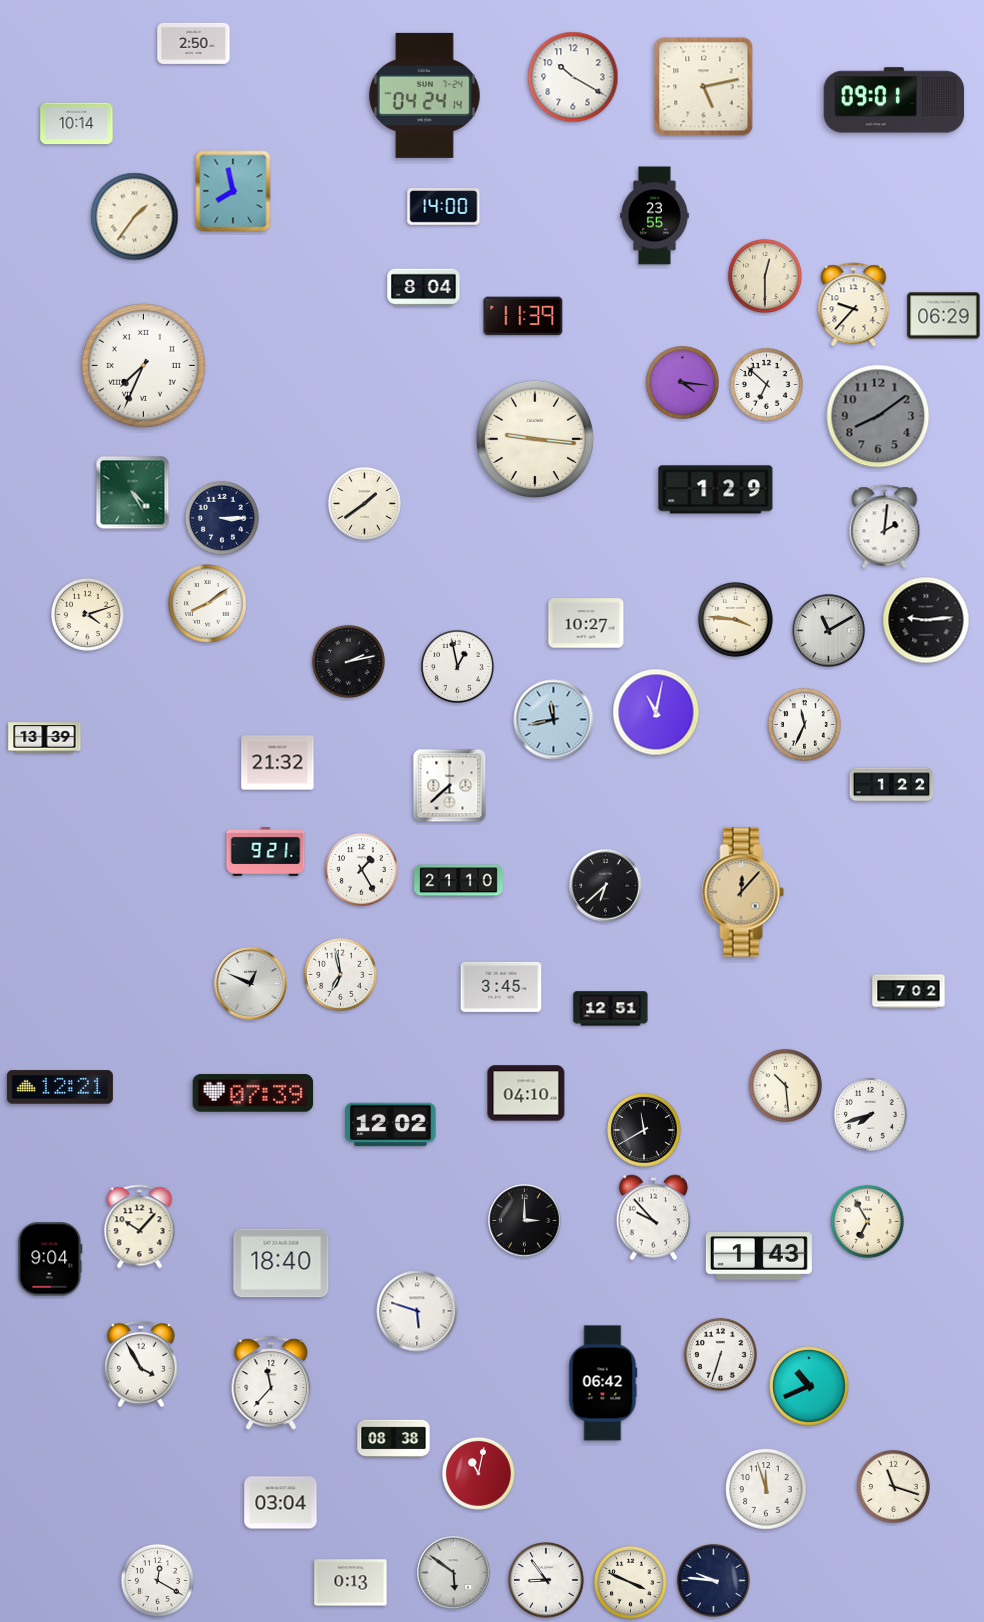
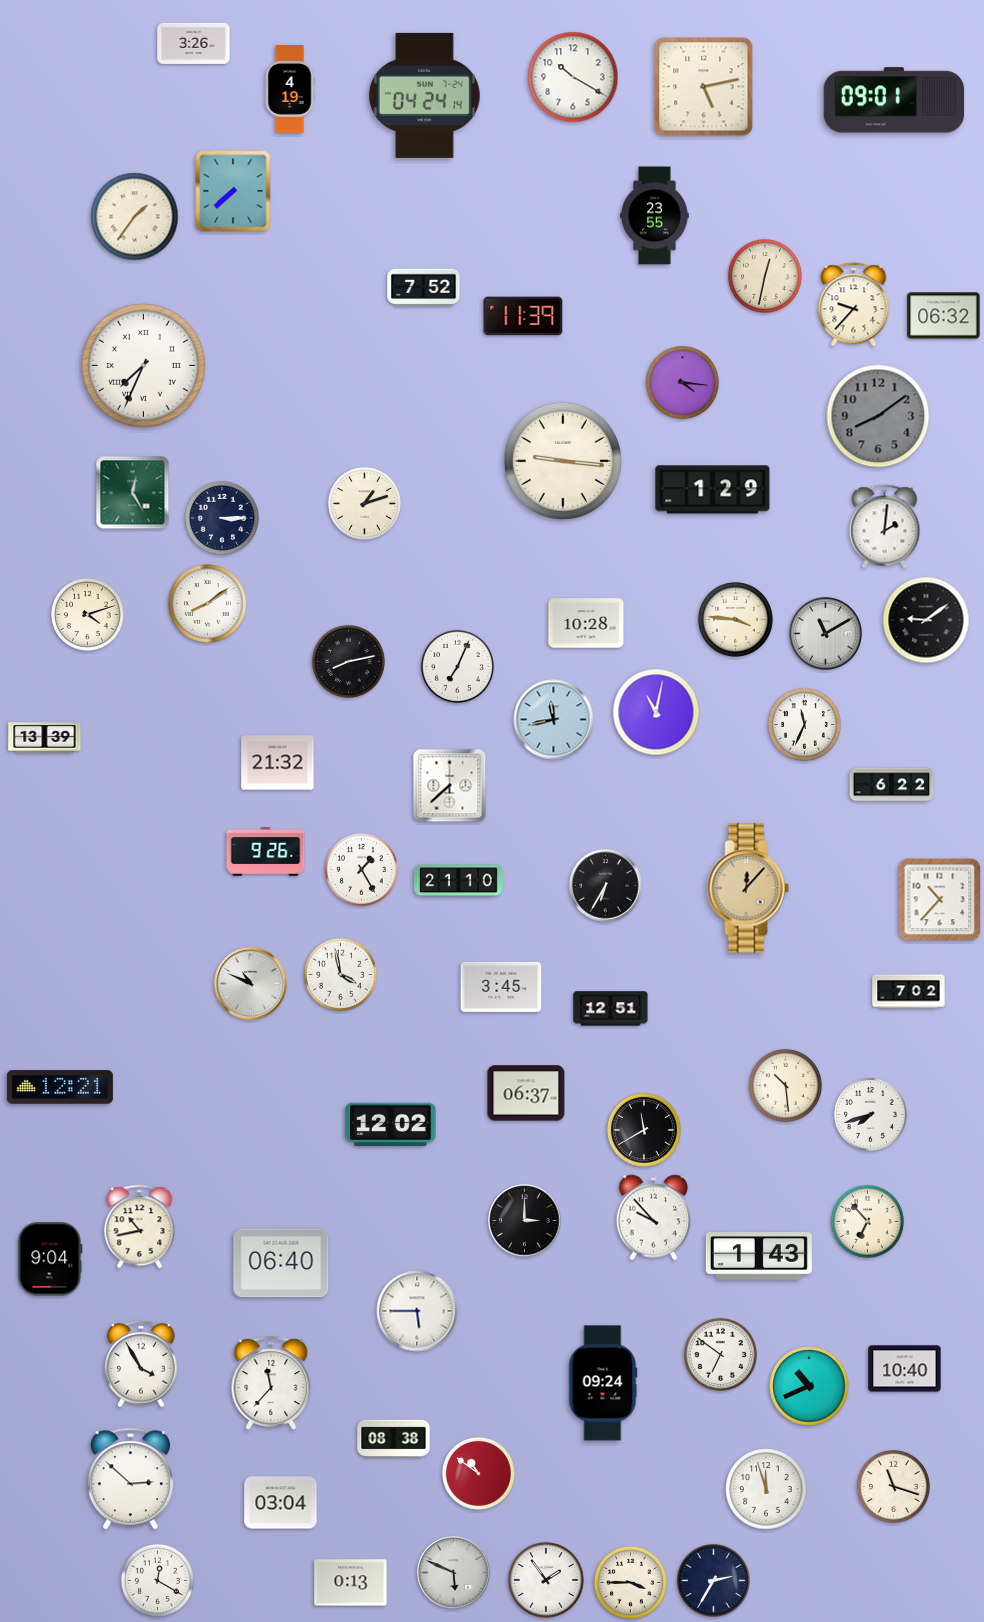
clock at (194, 43): 2:50 -> 3:26
clock at (290, 90): none -> 4:19
clock at (77, 124): 10:14 -> none
clock at (233, 191): 7:58 -> 7:38
clock at (444, 207): 14:00 -> none
clock at (765, 276): 12:30 -> 12:32
clock at (424, 288): 8:04 -> 7:52
clock at (944, 316): 06:29 -> 06:32
clock at (766, 384): 6:52 -> none
clock at (535, 439) position: (535, 439) -> (563, 461)
clock at (716, 490) position: (716, 490) -> (713, 490)
clock at (133, 493): 4:25 -> 12:25
clock at (364, 503): 1:39 -> 1:12
clock at (926, 620): 9:14 -> 9:09
clock at (586, 623): 10:27 -> 10:28
clock at (829, 631) position: (829, 631) -> (826, 634)
clock at (348, 661): 2:13 -> 8:13
clock at (457, 666): 12:58 -> 7:04
clock at (892, 785): 1:22 -> 6:22
clock at (266, 852): 9:21 -> 9:26
clock at (606, 886): 6:38 -> 6:35
clock at (743, 892) position: (743, 892) -> (748, 888)
clock at (940, 900): none -> 10:37
clock at (340, 974): 6:58 -> 3:58
clock at (251, 984): 12:49 -> 10:49
clock at (253, 1093): 07:39 -> none
clock at (526, 1093): 04:10 -> 06:37
clock at (867, 1221): 6:55 -> 6:53
clock at (140, 1227): 10:07 -> 10:43
clock at (281, 1263): 18:40 -> 06:40
clock at (417, 1311): 5:48 -> 5:45
clock at (720, 1354): 6:33 -> 6:51
clock at (905, 1369): none -> 10:40
clock at (603, 1383): 06:42 -> 09:24
clock at (478, 1473): 11:02 -> 10:51
clock at (130, 1479): none -> 2:52
clock at (454, 1573): 5:51 -> 5:49
clock at (713, 1580): 9:46 -> 2:35
clock at (547, 1581): 8:54 -> 1:54
clock at (630, 1582): 3:49 -> 3:45
